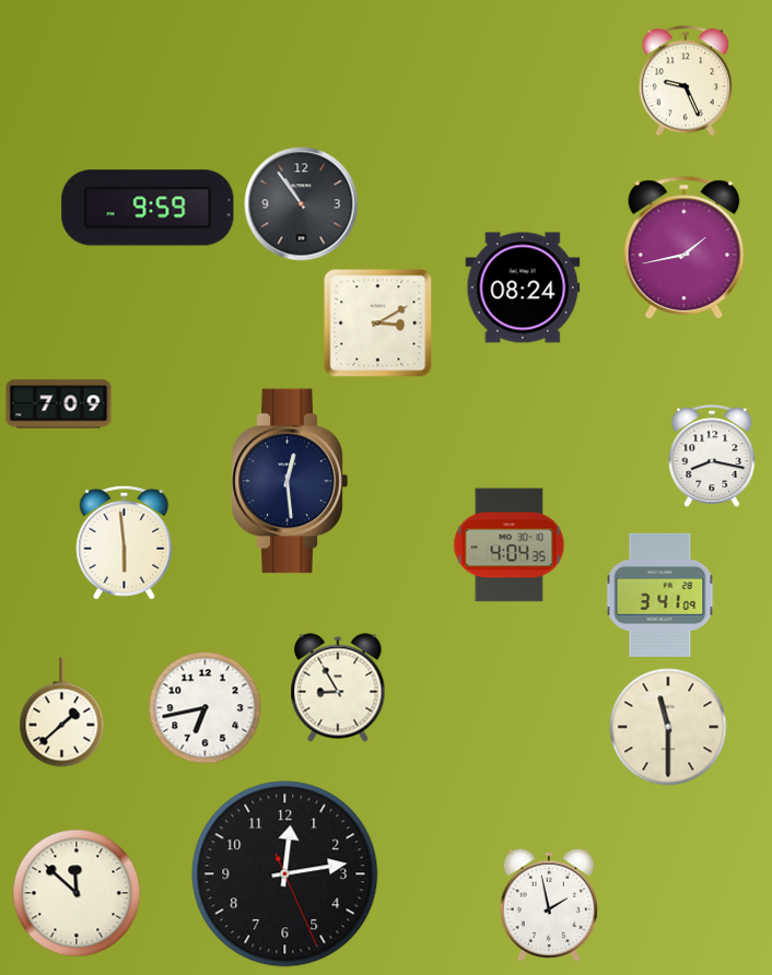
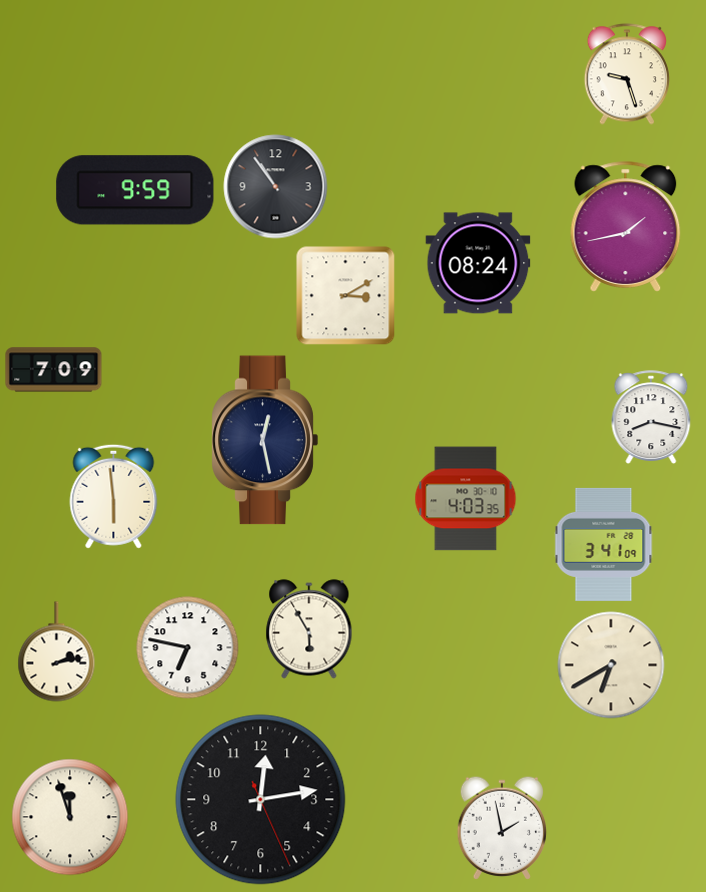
clock at (685, 81): 9:26 -> 9:27
clock at (290, 481): 12:29 -> 12:28
clock at (510, 545): 4:04 -> 4:03
clock at (338, 688): 8:55 -> 5:55
clock at (206, 708): 6:43 -> 6:47
clock at (62, 713): 1:38 -> 2:13
clock at (668, 727): 11:30 -> 6:40
clock at (77, 893): 11:52 -> 11:57
